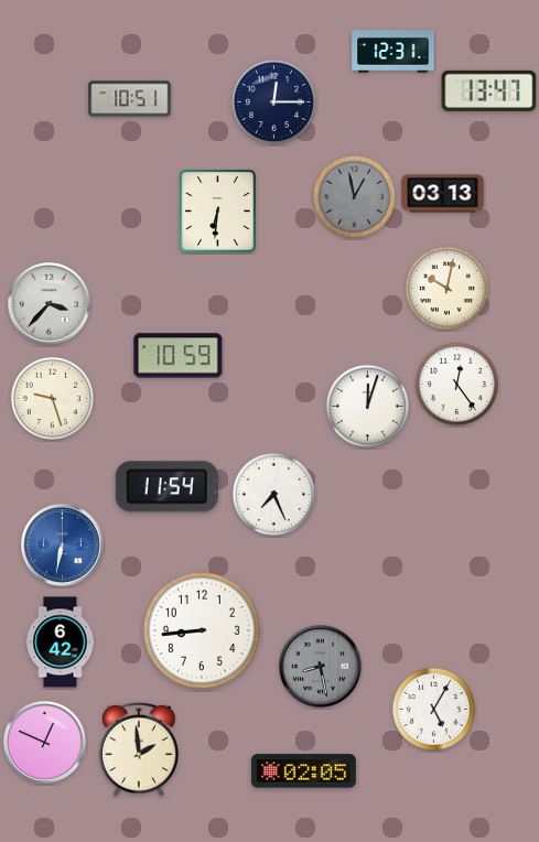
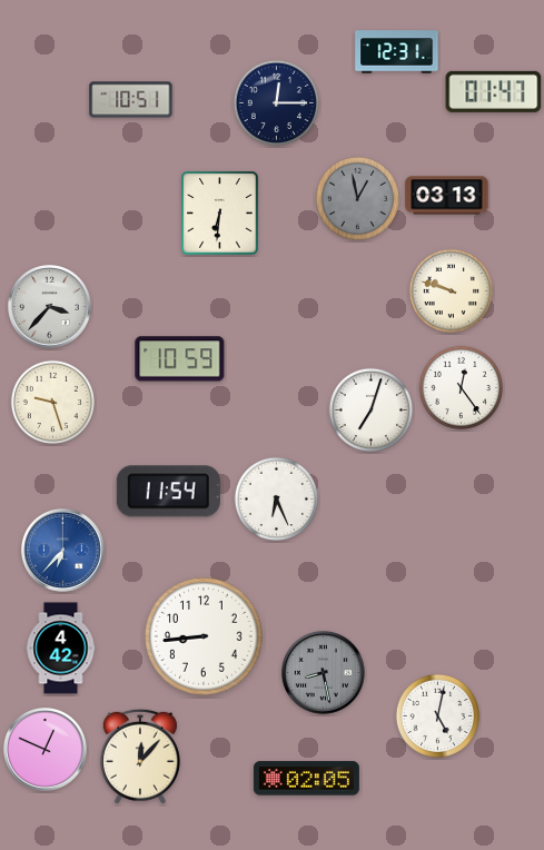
clock at (489, 90): 13:47 -> 01:47
clock at (446, 288): 10:02 -> 9:48
clock at (367, 406): 12:03 -> 7:03
clock at (273, 494): 7:26 -> 6:26
clock at (63, 546): 6:32 -> 6:37
clock at (61, 643): 6:42 -> 4:42
clock at (433, 709): 5:05 -> 5:02
clock at (139, 749): 1:59 -> 12:07
